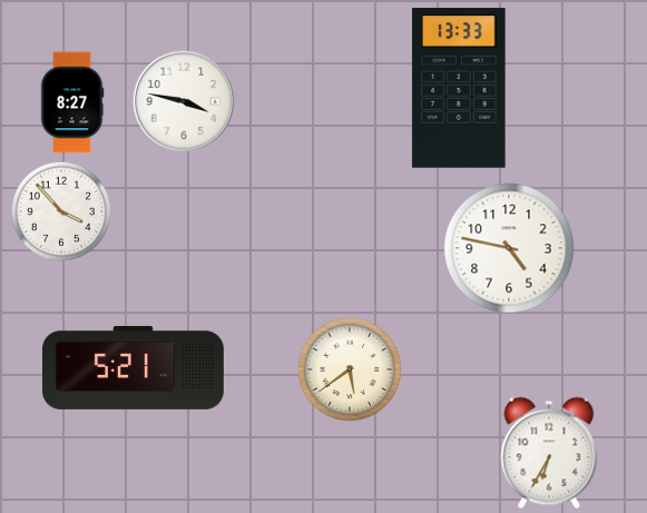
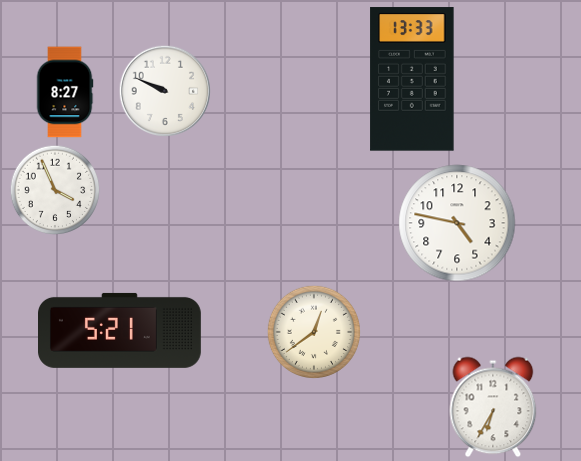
clock at (183, 100): 3:47 -> 9:49
clock at (61, 211): 3:53 -> 3:56
clock at (350, 369): 5:39 -> 12:39
